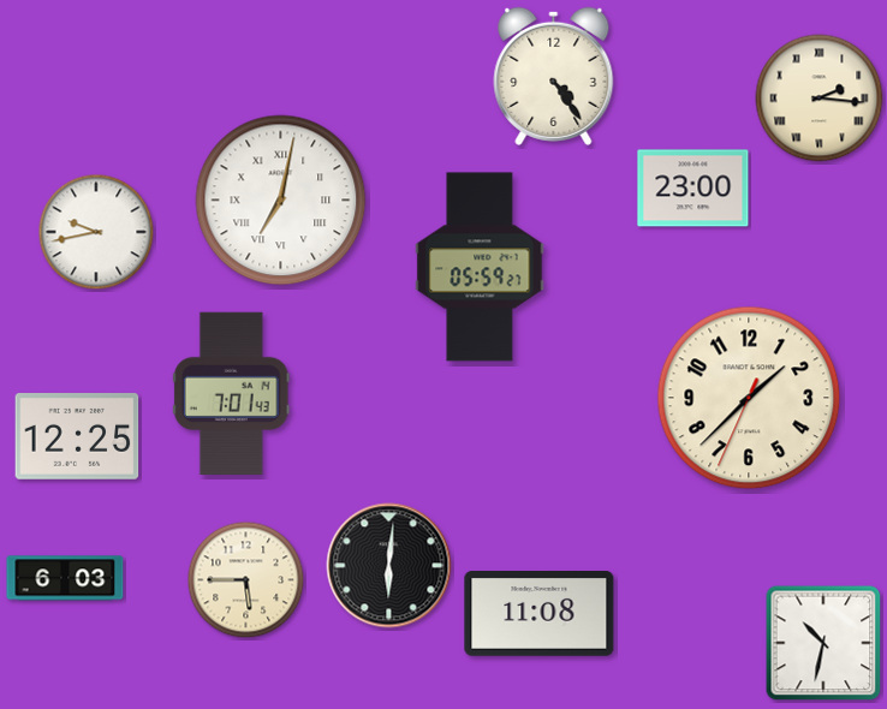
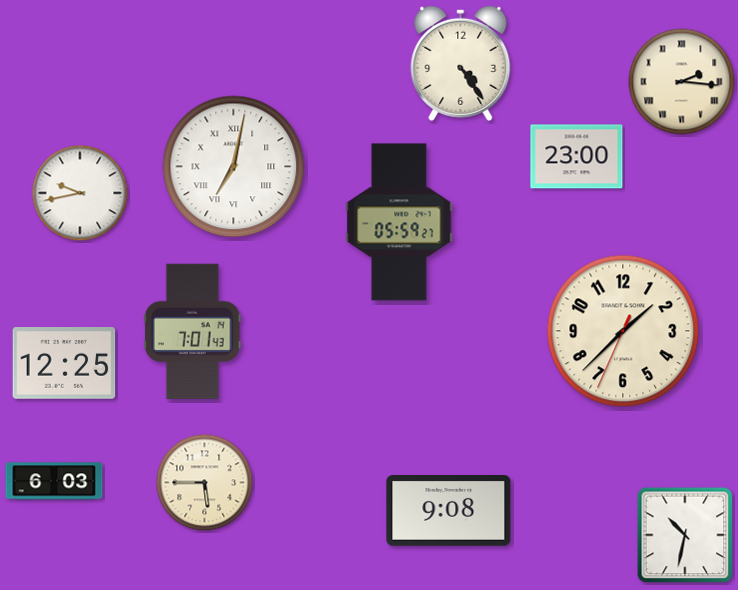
clock at (231, 394) position: (231, 394) -> (192, 332)
clock at (389, 566): 6:01 -> none
clock at (540, 614): 11:08 -> 9:08
